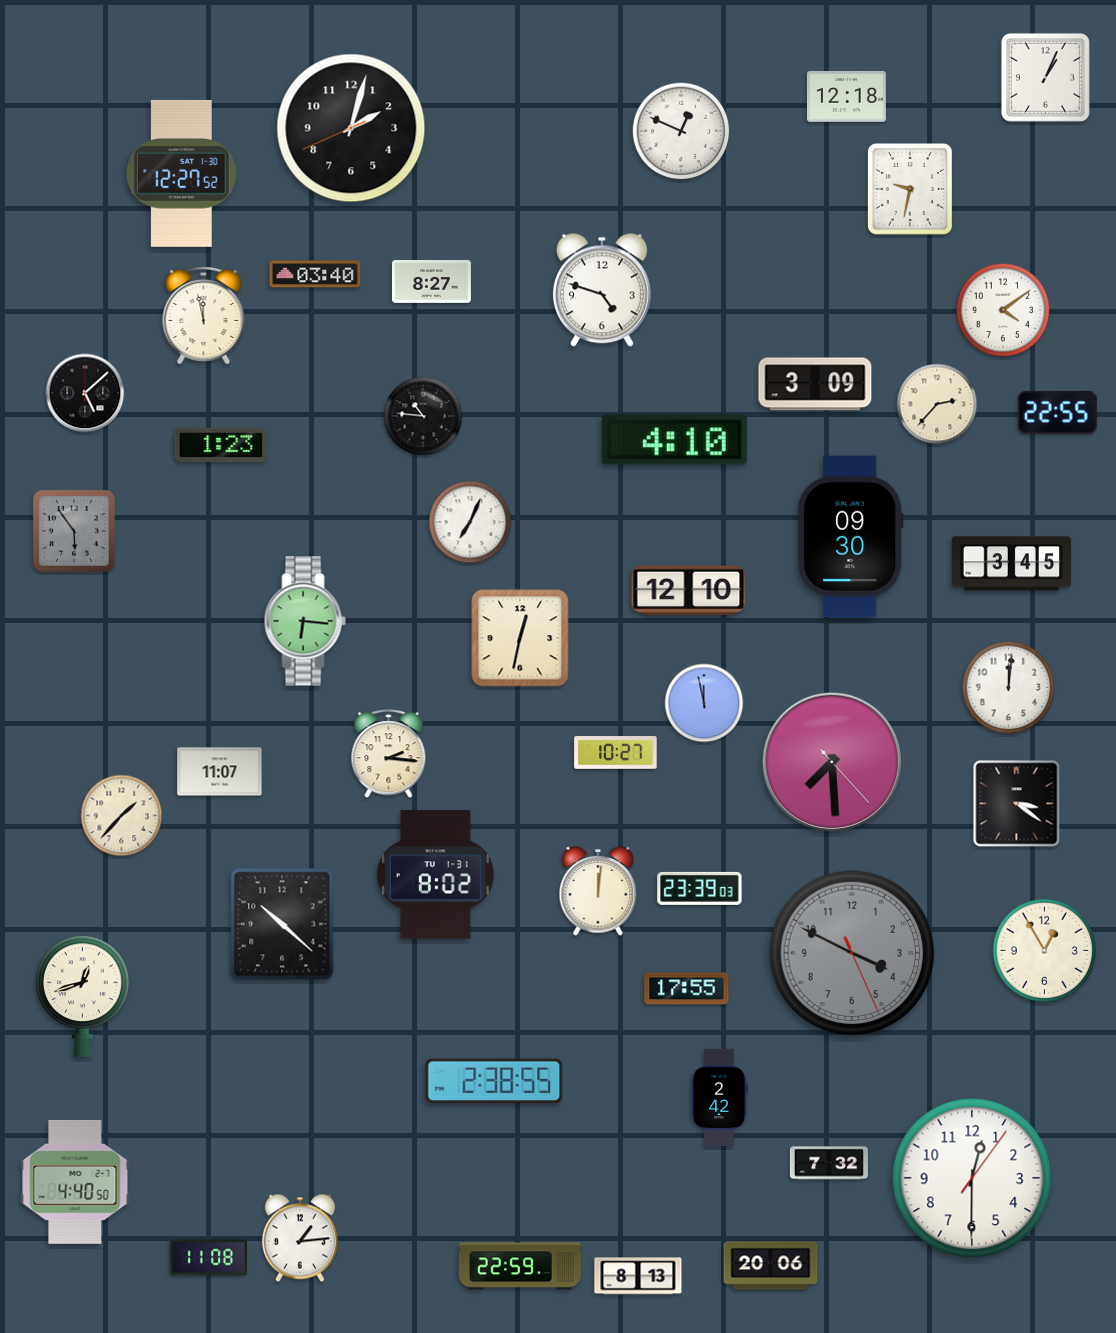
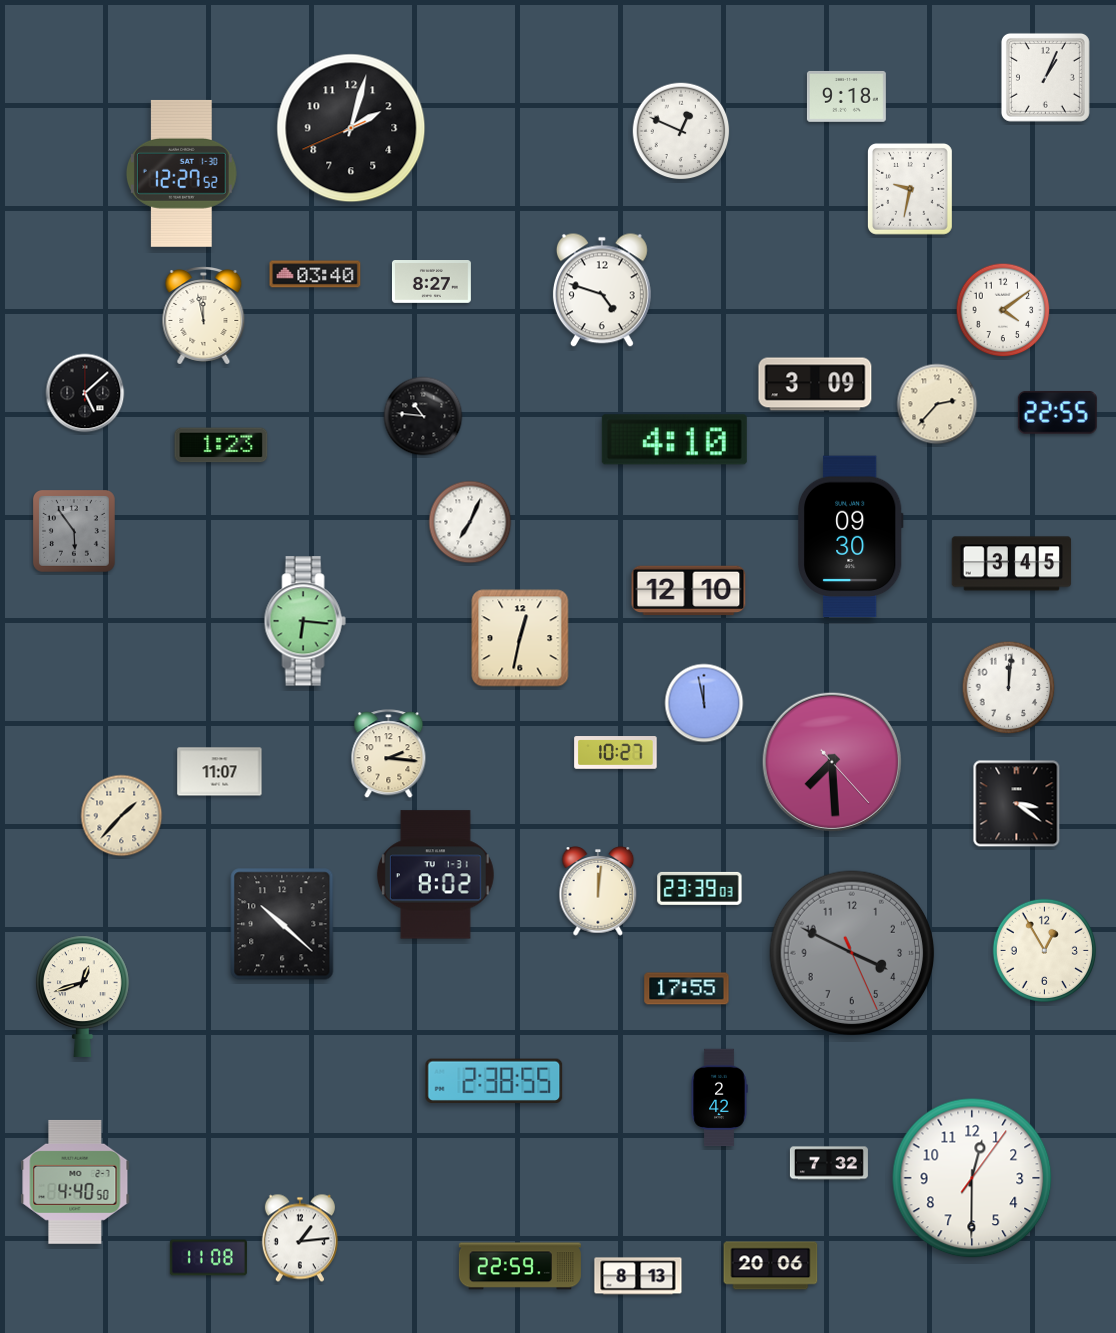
clock at (846, 96): 12:18 -> 9:18
